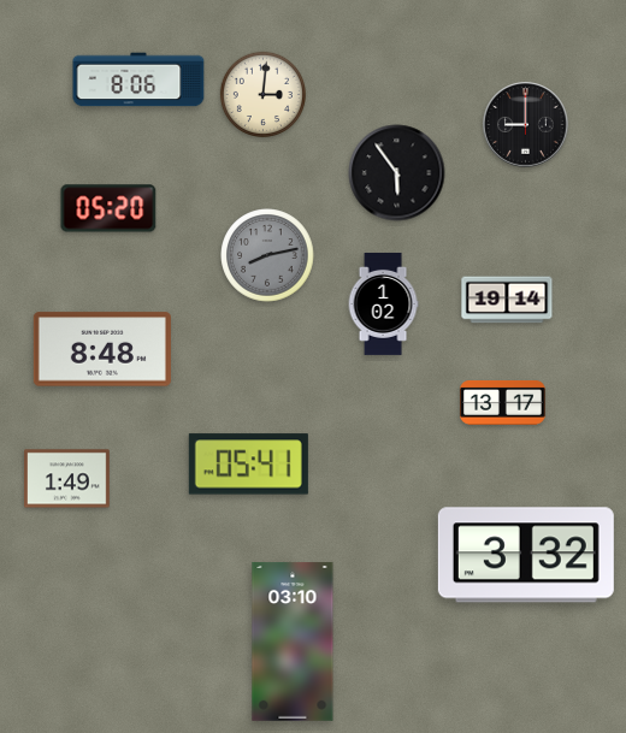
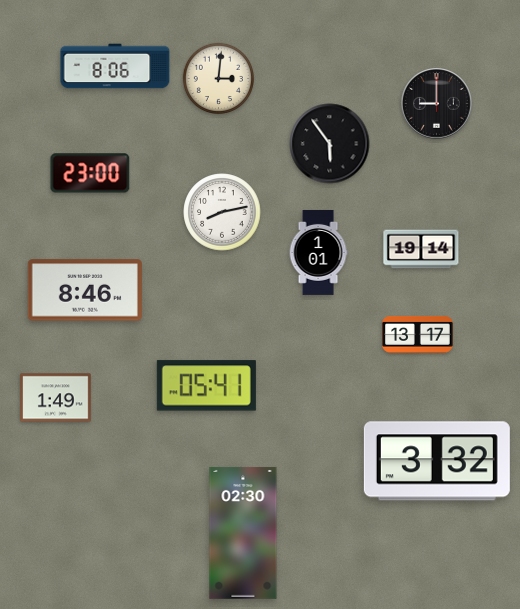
clock at (108, 208): 05:20 -> 23:00
clock at (267, 255) dial: grey -> white
clock at (383, 303): 1:02 -> 1:01
clock at (102, 349): 8:48 -> 8:46
clock at (293, 643): 03:10 -> 02:30
